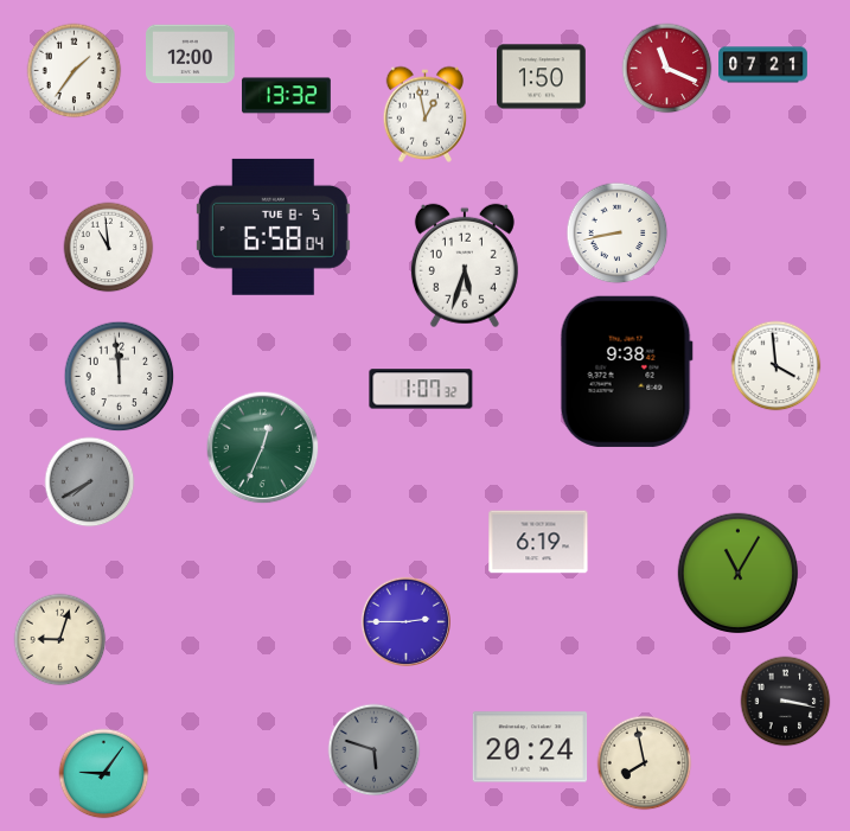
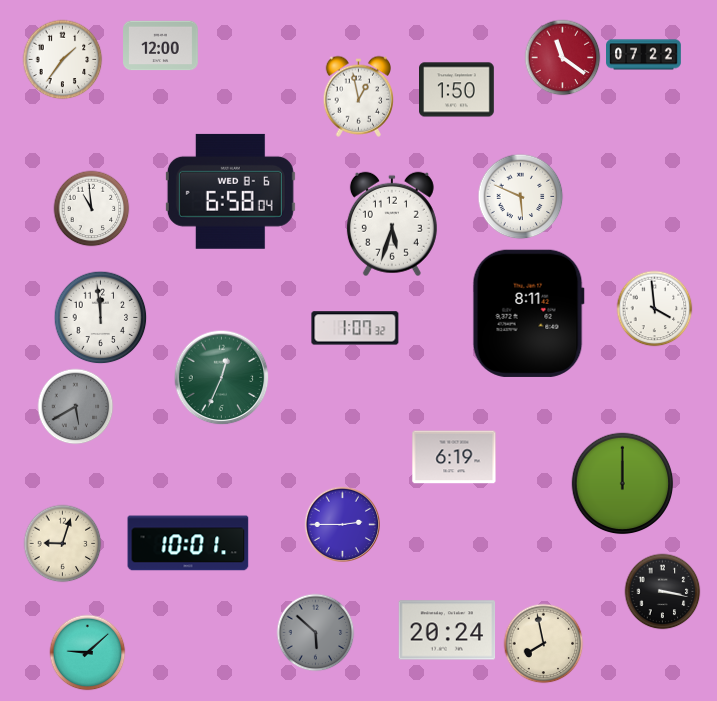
clock at (763, 65): 07:21 -> 07:22
clock at (667, 69): 11:19 -> 11:21
clock at (542, 77) position: (542, 77) -> (457, 90)
clock at (287, 96): 13:32 -> none
clock at (273, 226) date: TUE 8-5 -> WED 8-6
clock at (618, 234): 8:43 -> 5:49
clock at (626, 371): 9:38 -> 8:11
clock at (90, 482): 7:40 -> 5:40
clock at (739, 574): 11:05 -> 12:00
clock at (60, 640) position: (60, 640) -> (63, 544)
clock at (188, 543): none -> 10:01
clock at (375, 750): 5:48 -> 5:52
clock at (104, 774): 9:06 -> 9:08
